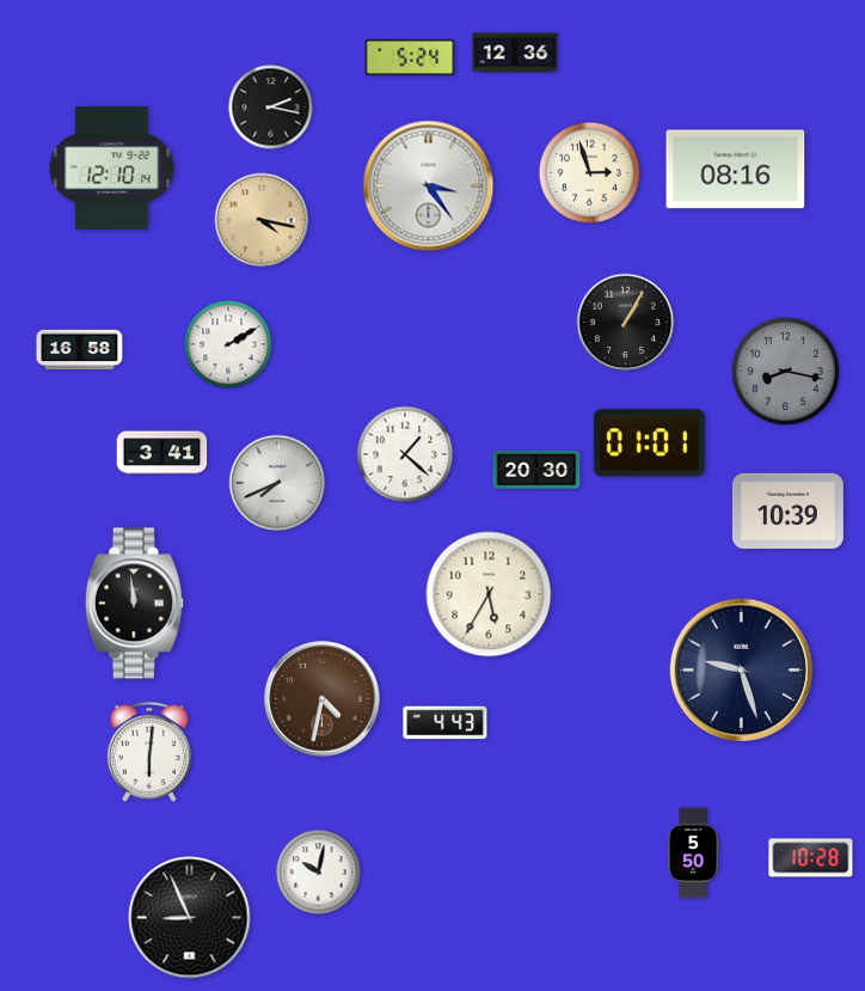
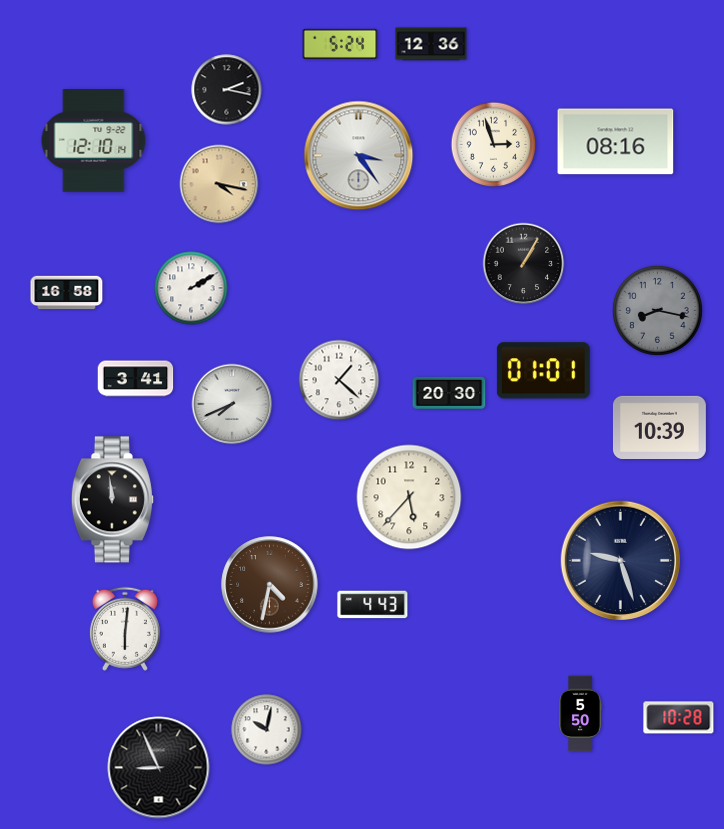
clock at (410, 57) position: (410, 57) -> (340, 44)
clock at (626, 323) position: (626, 323) -> (524, 264)
clock at (489, 594): 5:35 -> 5:37
clock at (134, 604) position: (134, 604) -> (112, 500)
